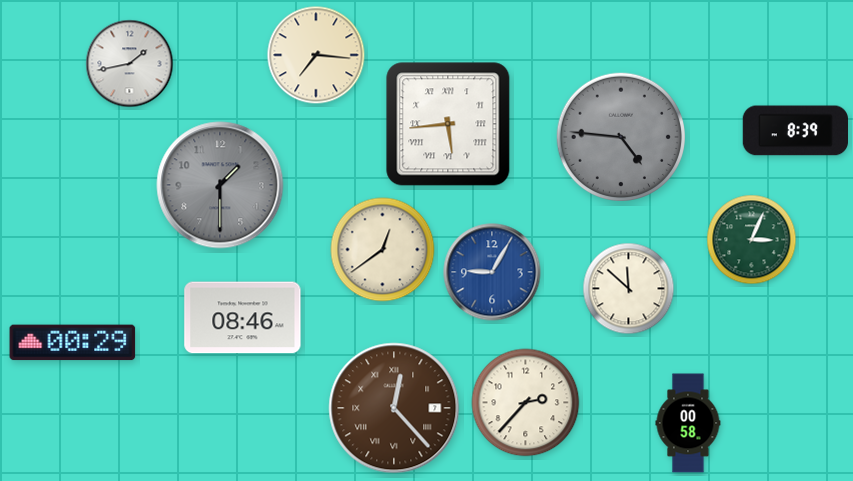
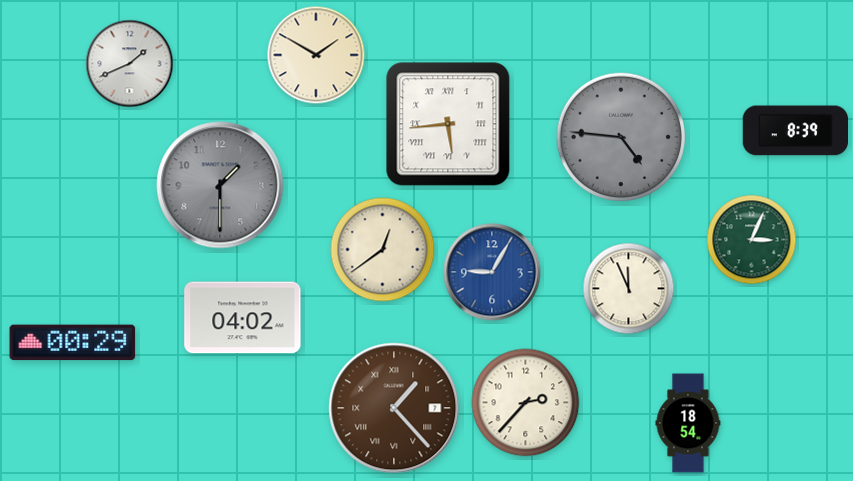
clock at (316, 55): 7:16 -> 1:50
clock at (130, 64): 1:43 -> 1:41
clock at (629, 289): 11:52 -> 11:56
clock at (243, 318): 08:46 -> 04:02
clock at (394, 408): 12:23 -> 1:23
clock at (688, 423): 00:58 -> 18:54
